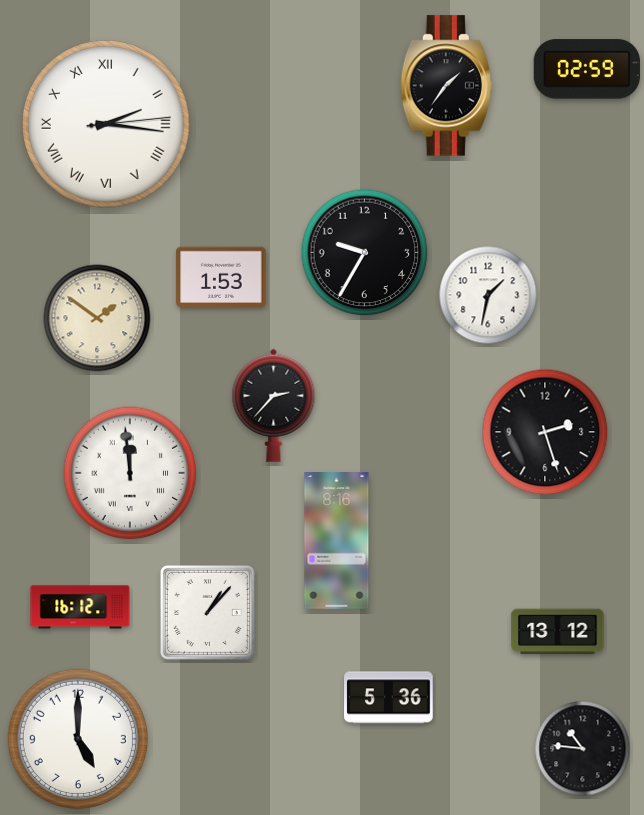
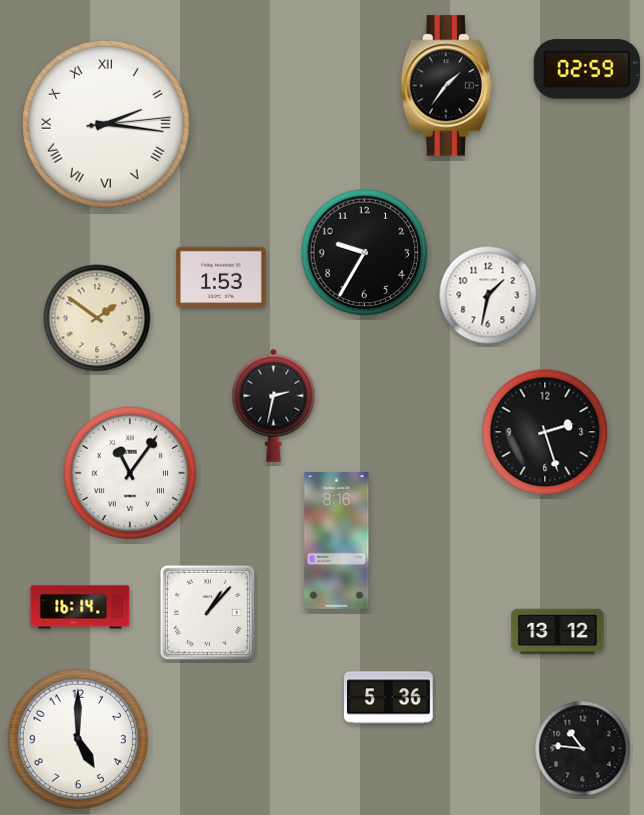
clock at (274, 405): 2:37 -> 2:32
clock at (130, 473): 11:59 -> 11:06
clock at (80, 607): 16:12 -> 16:14
